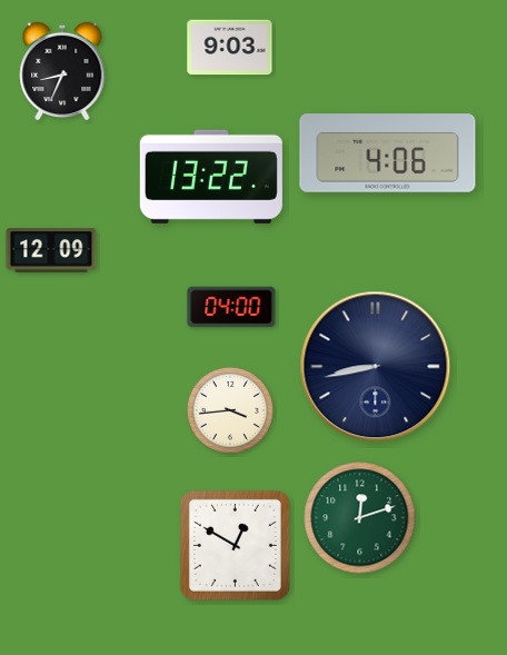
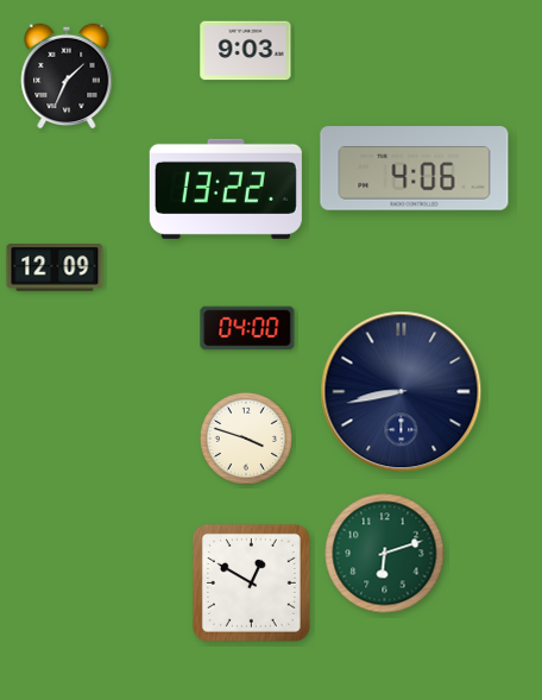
clock at (62, 71): 8:34 -> 1:34
clock at (388, 153) position: (388, 153) -> (415, 169)
clock at (230, 410): 3:44 -> 3:48
clock at (360, 518): 12:12 -> 6:12
